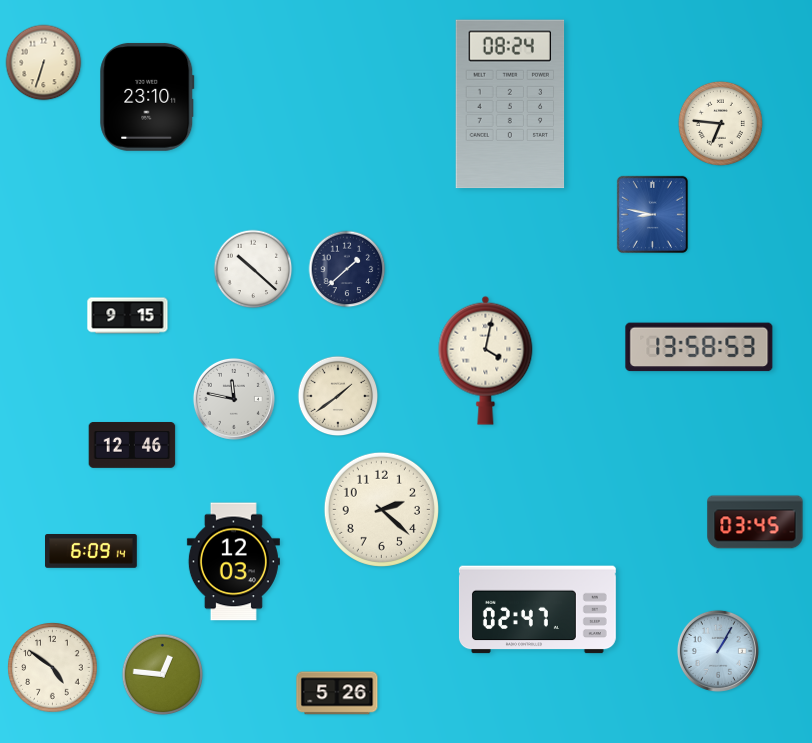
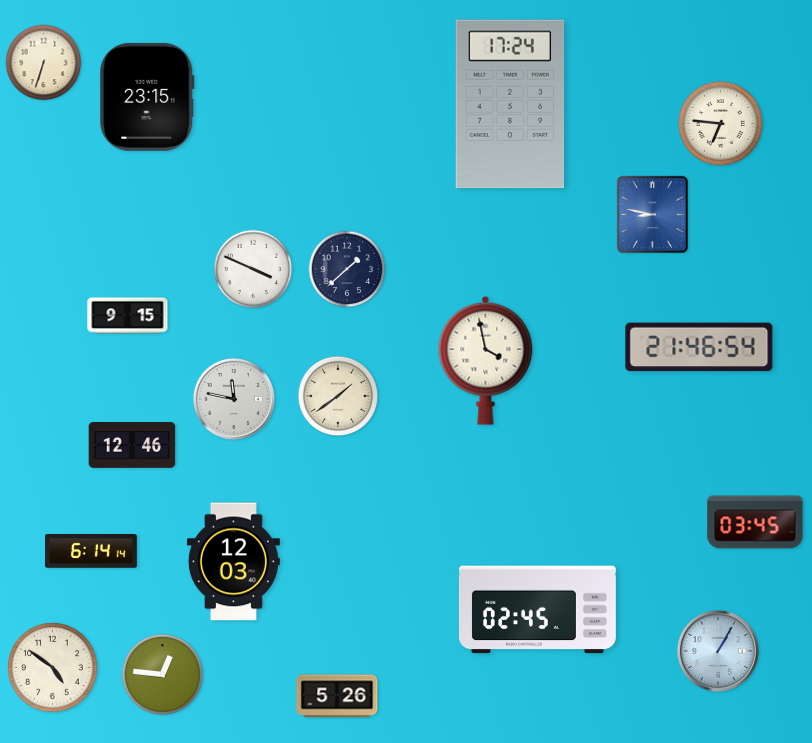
clock at (147, 97): 23:10 -> 23:15
clock at (510, 104): 08:24 -> 17:24
clock at (253, 269): 10:22 -> 3:49
clock at (699, 347): 13:58 -> 21:46
clock at (486, 360): 4:02 -> 3:58
clock at (381, 509): 2:22 -> none
clock at (92, 551): 6:09 -> 6:14
clock at (537, 610): 02:47 -> 02:45
clock at (337, 693) position: (337, 693) -> (337, 696)
